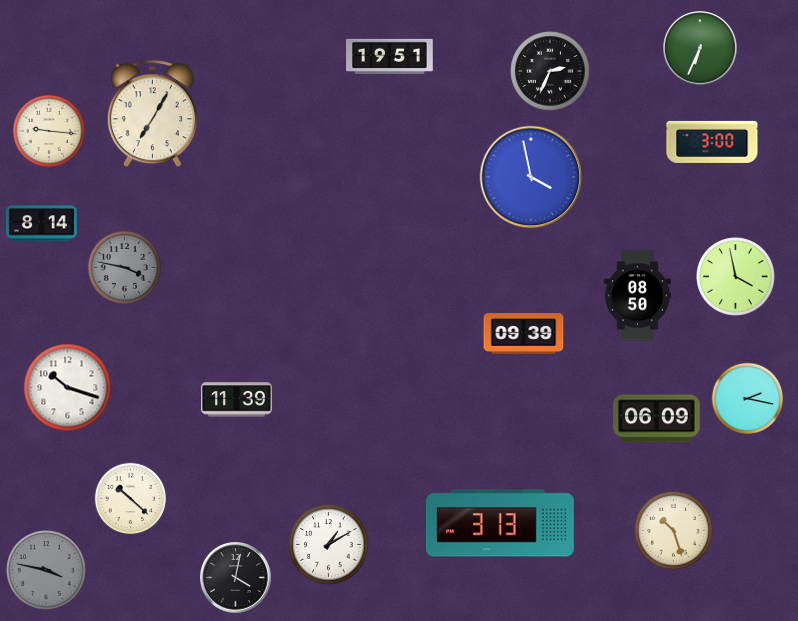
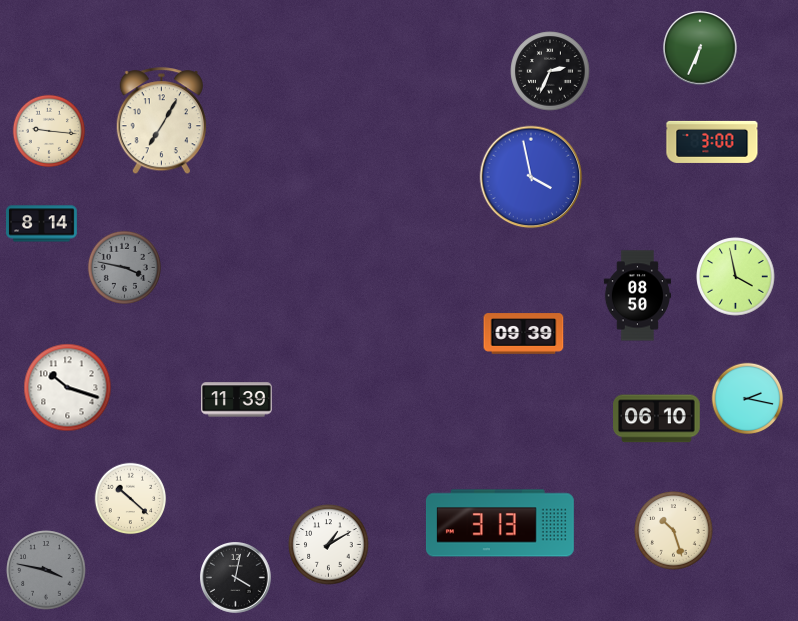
clock at (390, 56): 19:51 -> none
clock at (152, 114) position: (152, 114) -> (161, 121)
clock at (657, 419): 06:09 -> 06:10
